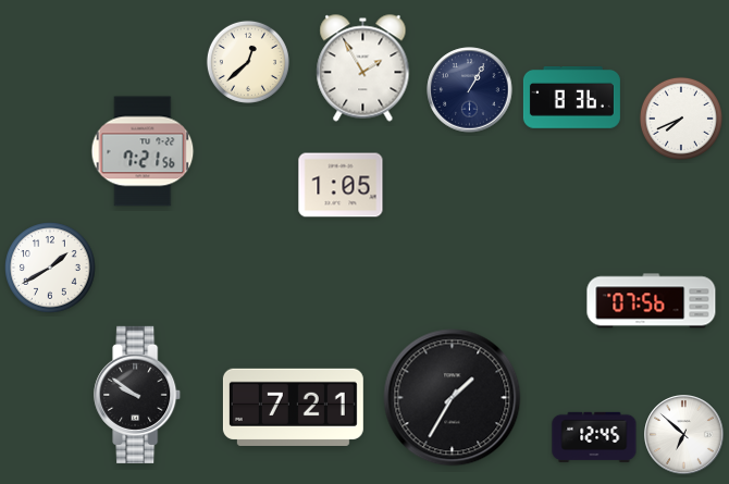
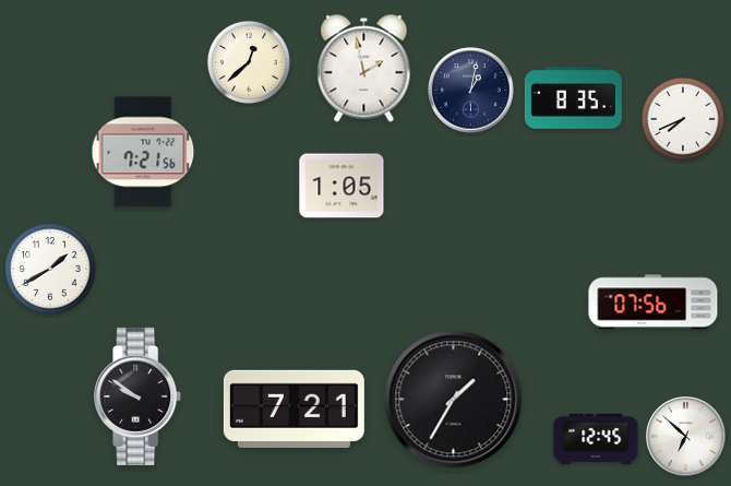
clock at (363, 69): 1:55 -> 1:58
clock at (470, 90): 1:05 -> 1:02
clock at (571, 98): 8:36 -> 8:35
